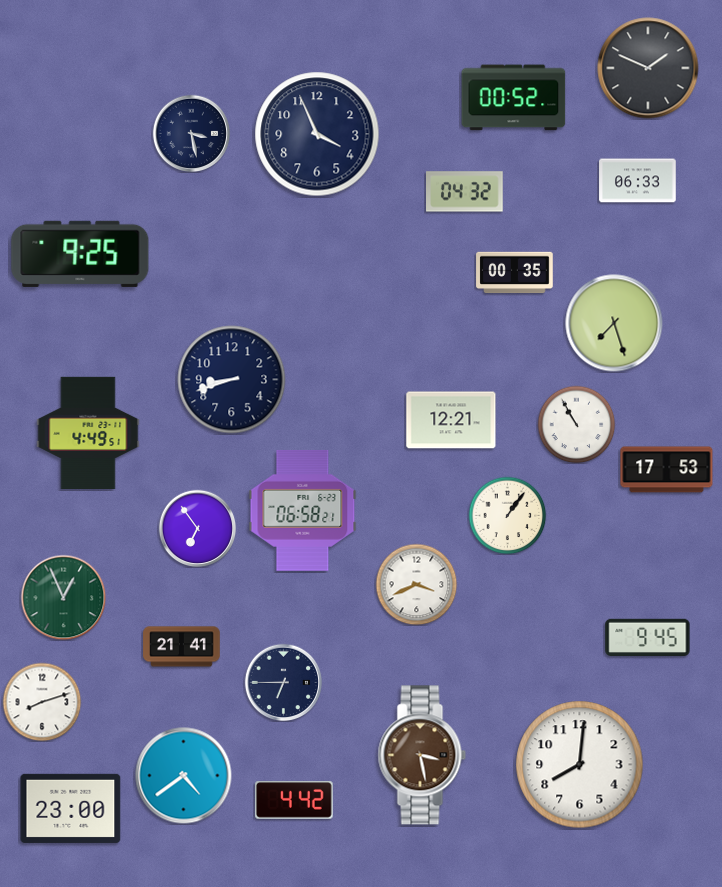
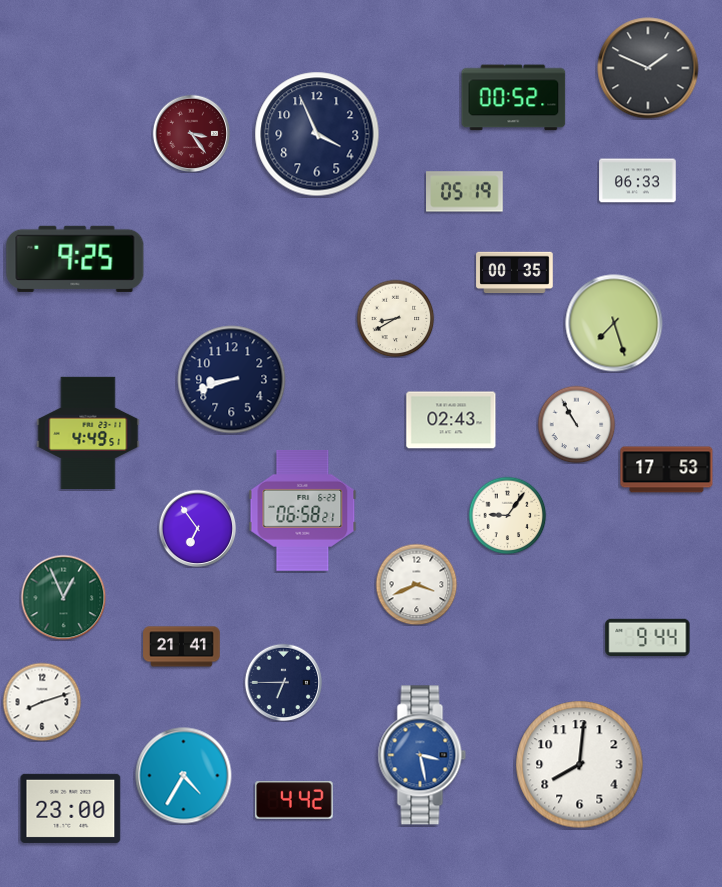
clock at (191, 133): 3:28 -> 3:24
clock at (191, 133) dial: navy -> burgundy
clock at (465, 192): 04:32 -> 05:19
clock at (80, 254) position: (80, 254) -> (75, 259)
clock at (395, 318): none -> 8:40
clock at (451, 420): 12:21 -> 02:43
clock at (507, 515): 1:06 -> 9:06
clock at (648, 638): 9:45 -> 9:44
clock at (422, 755) dial: brown -> blue
clock at (184, 776): 4:39 -> 4:35
